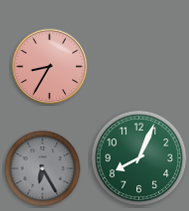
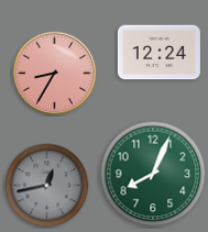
clock at (158, 53): none -> 12:24
clock at (43, 169): 6:25 -> 12:43
